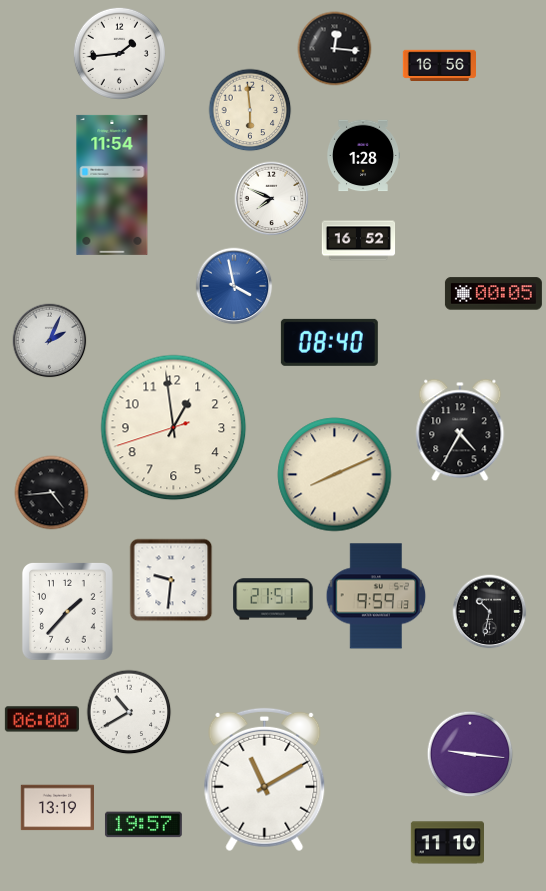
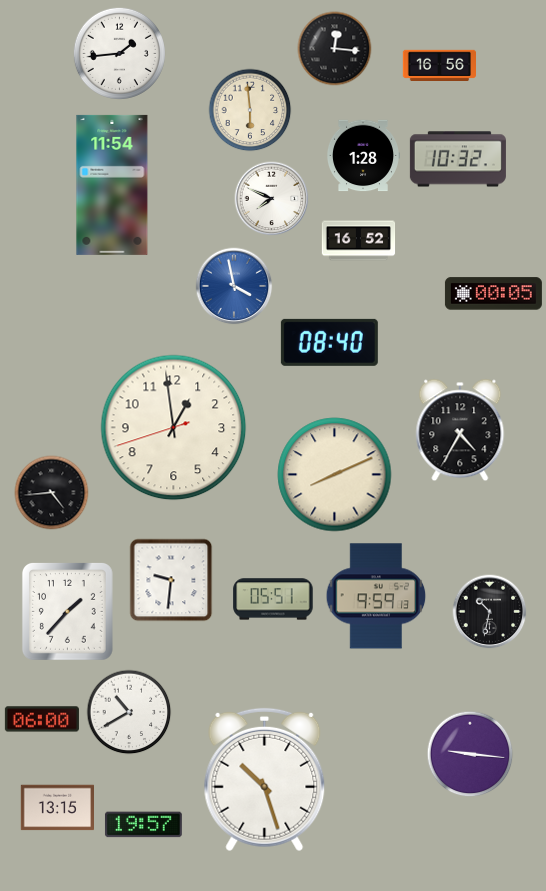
clock at (458, 159): none -> 10:32
clock at (50, 341): 2:04 -> none
clock at (273, 599): 21:51 -> 05:51
clock at (265, 780): 11:10 -> 10:27
clock at (57, 808): 13:19 -> 13:15
clock at (447, 843): 11:10 -> none
